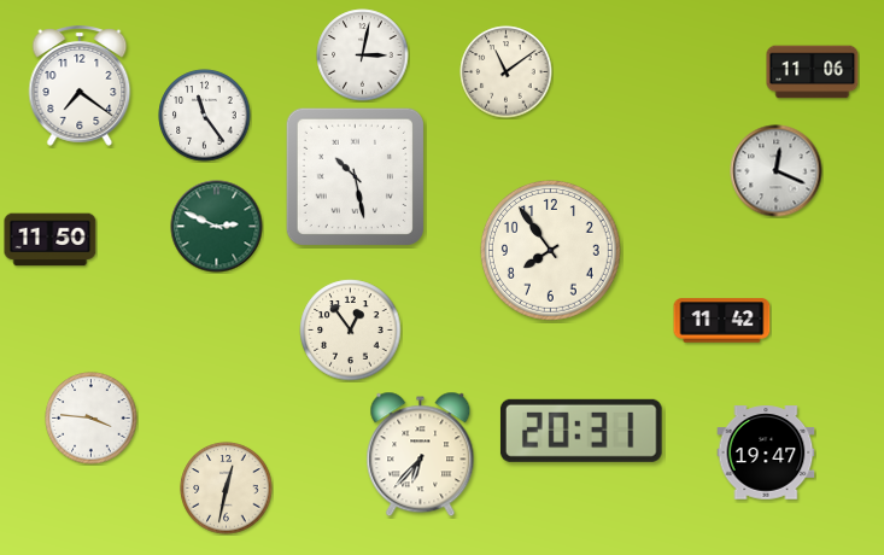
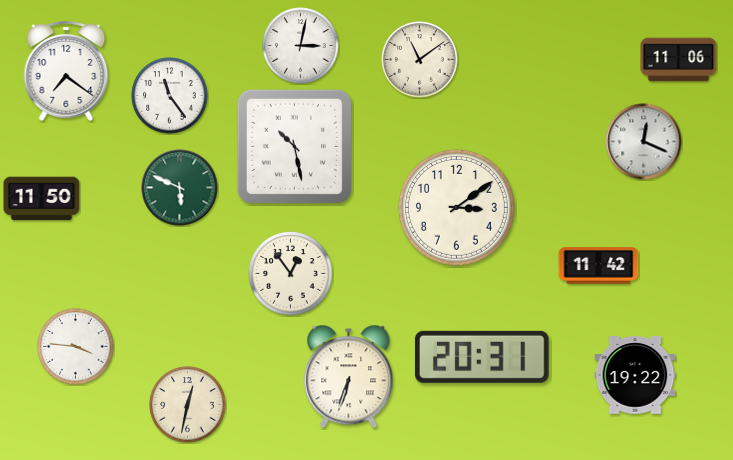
clock at (813, 72) position: (813, 72) -> (679, 60)
clock at (217, 227): 2:49 -> 5:49
clock at (550, 250): 7:54 -> 3:09
clock at (766, 452): 19:47 -> 19:22
clock at (421, 455): 6:37 -> 6:33
